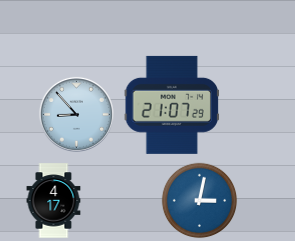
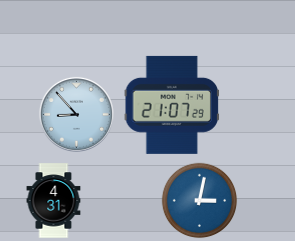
clock at (54, 201): 4:17 -> 4:31
